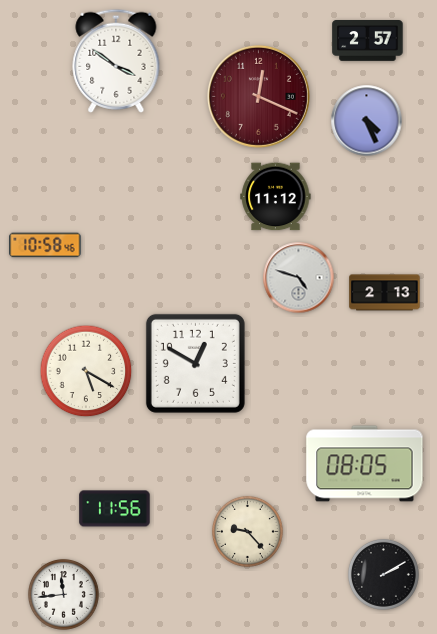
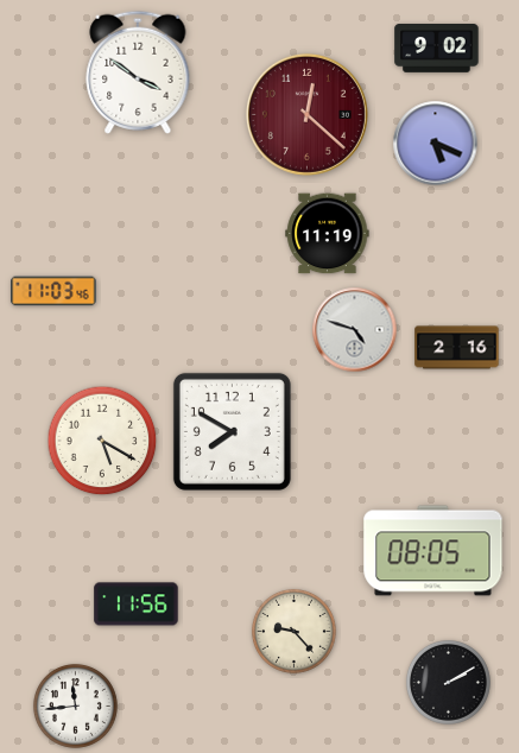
clock at (368, 41): 2:57 -> 9:02
clock at (258, 96): 12:19 -> 12:22
clock at (367, 121): 4:26 -> 5:19
clock at (276, 197): 11:12 -> 11:19
clock at (45, 245): 10:58 -> 11:03
clock at (385, 293): 2:13 -> 2:16
clock at (195, 363): 12:50 -> 7:50
clock at (383, 574) position: (383, 574) -> (448, 682)
